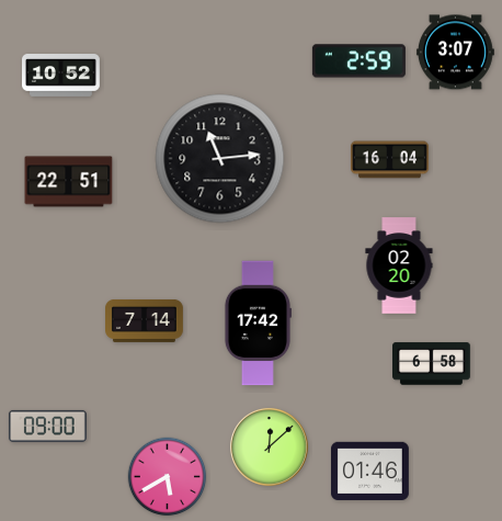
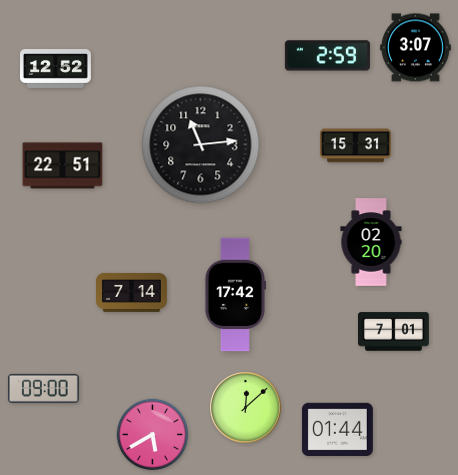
clock at (61, 76): 10:52 -> 12:52
clock at (390, 160): 16:04 -> 15:31
clock at (399, 265) position: (399, 265) -> (371, 242)
clock at (432, 364): 6:58 -> 7:01
clock at (369, 472): 01:46 -> 01:44
